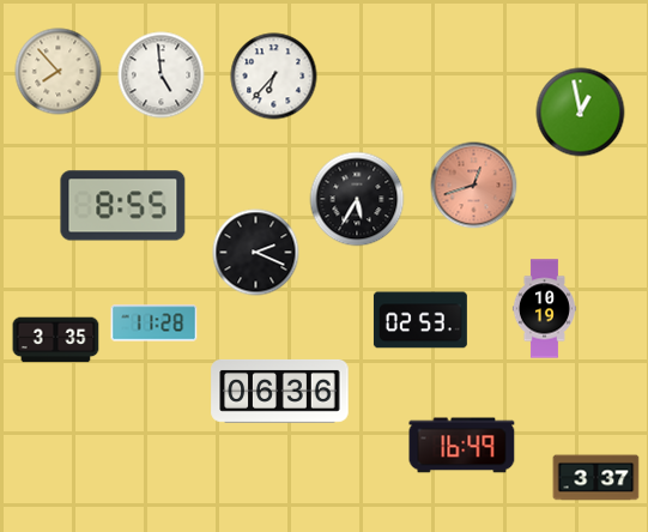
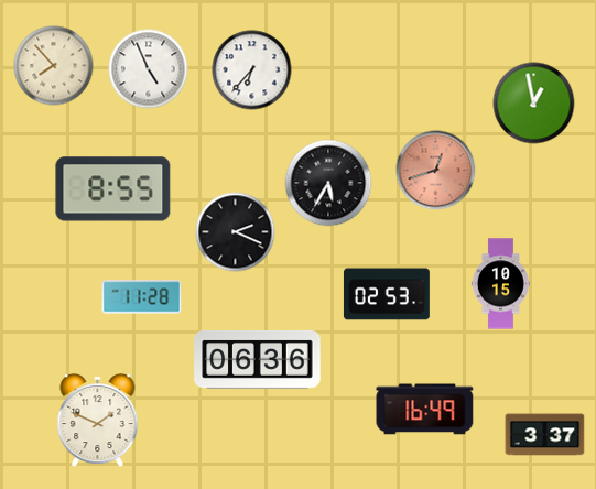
clock at (162, 75): 4:59 -> 4:56
clock at (544, 309): 10:19 -> 10:15
clock at (56, 340): 3:35 -> none
clock at (98, 421): none -> 1:49
clock at (596, 478) position: (596, 478) -> (545, 435)
